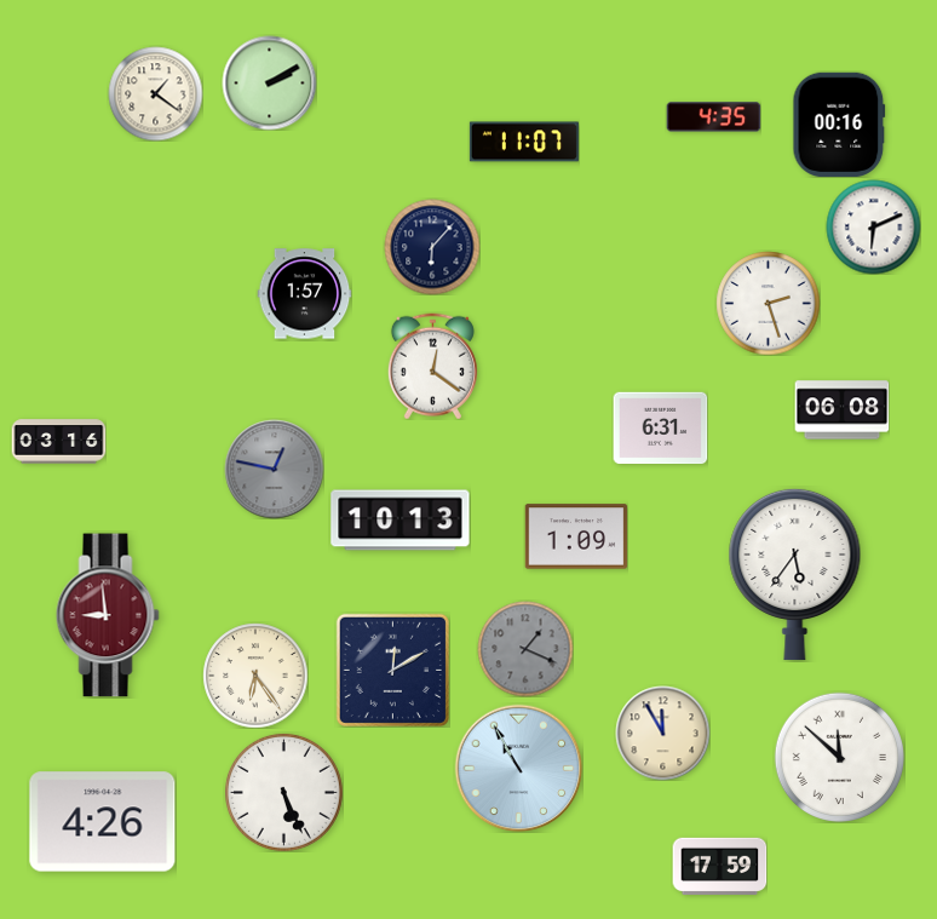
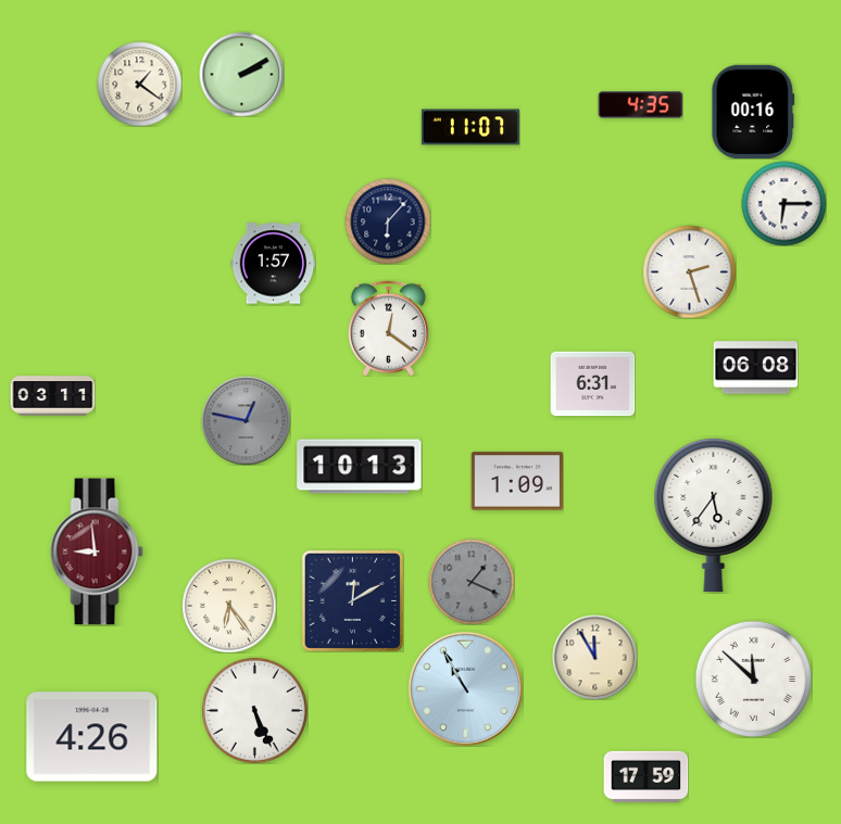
clock at (873, 226): 6:11 -> 6:15
clock at (58, 442): 03:16 -> 03:11
